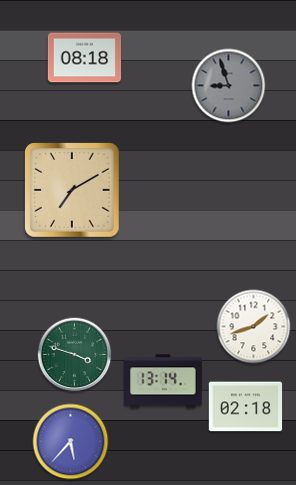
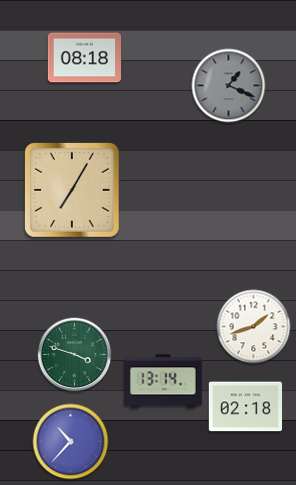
clock at (229, 86): 8:57 -> 1:19
clock at (73, 191): 7:10 -> 7:05
clock at (71, 442): 5:37 -> 10:37
